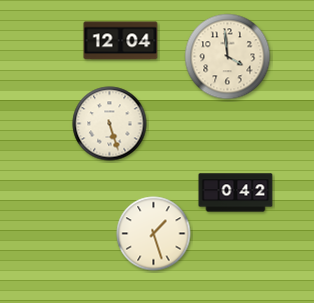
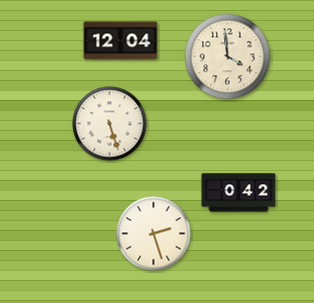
clock at (236, 193) position: (236, 193) -> (239, 193)
clock at (154, 234): 1:27 -> 2:27
